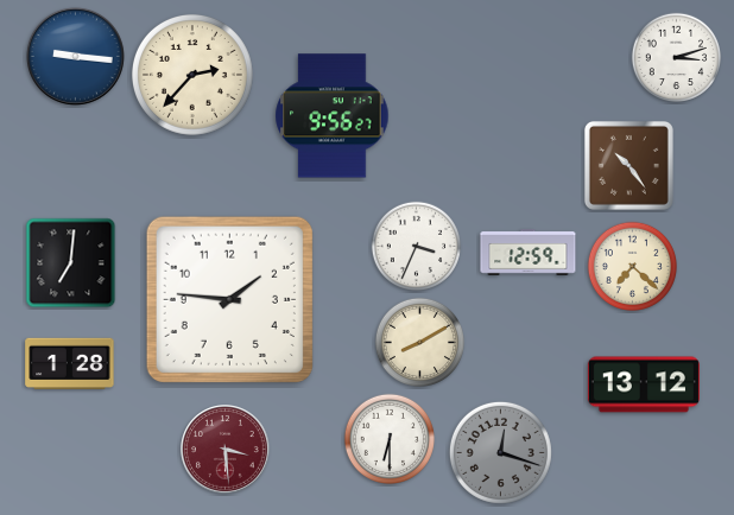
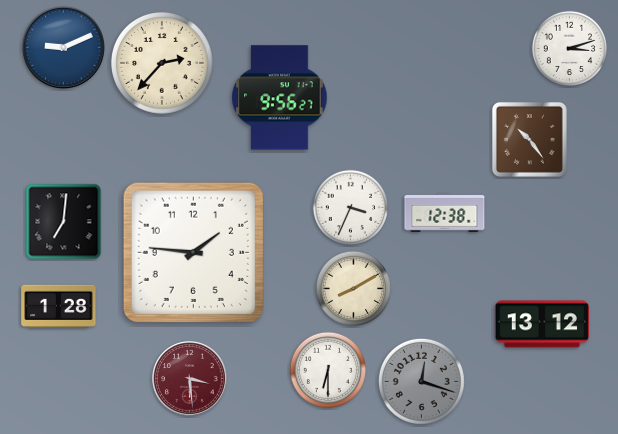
clock at (75, 56): 9:16 -> 9:11
clock at (529, 253): 12:59 -> 12:38
clock at (71, 263) position: (71, 263) -> (64, 222)
clock at (632, 266): 7:22 -> none
